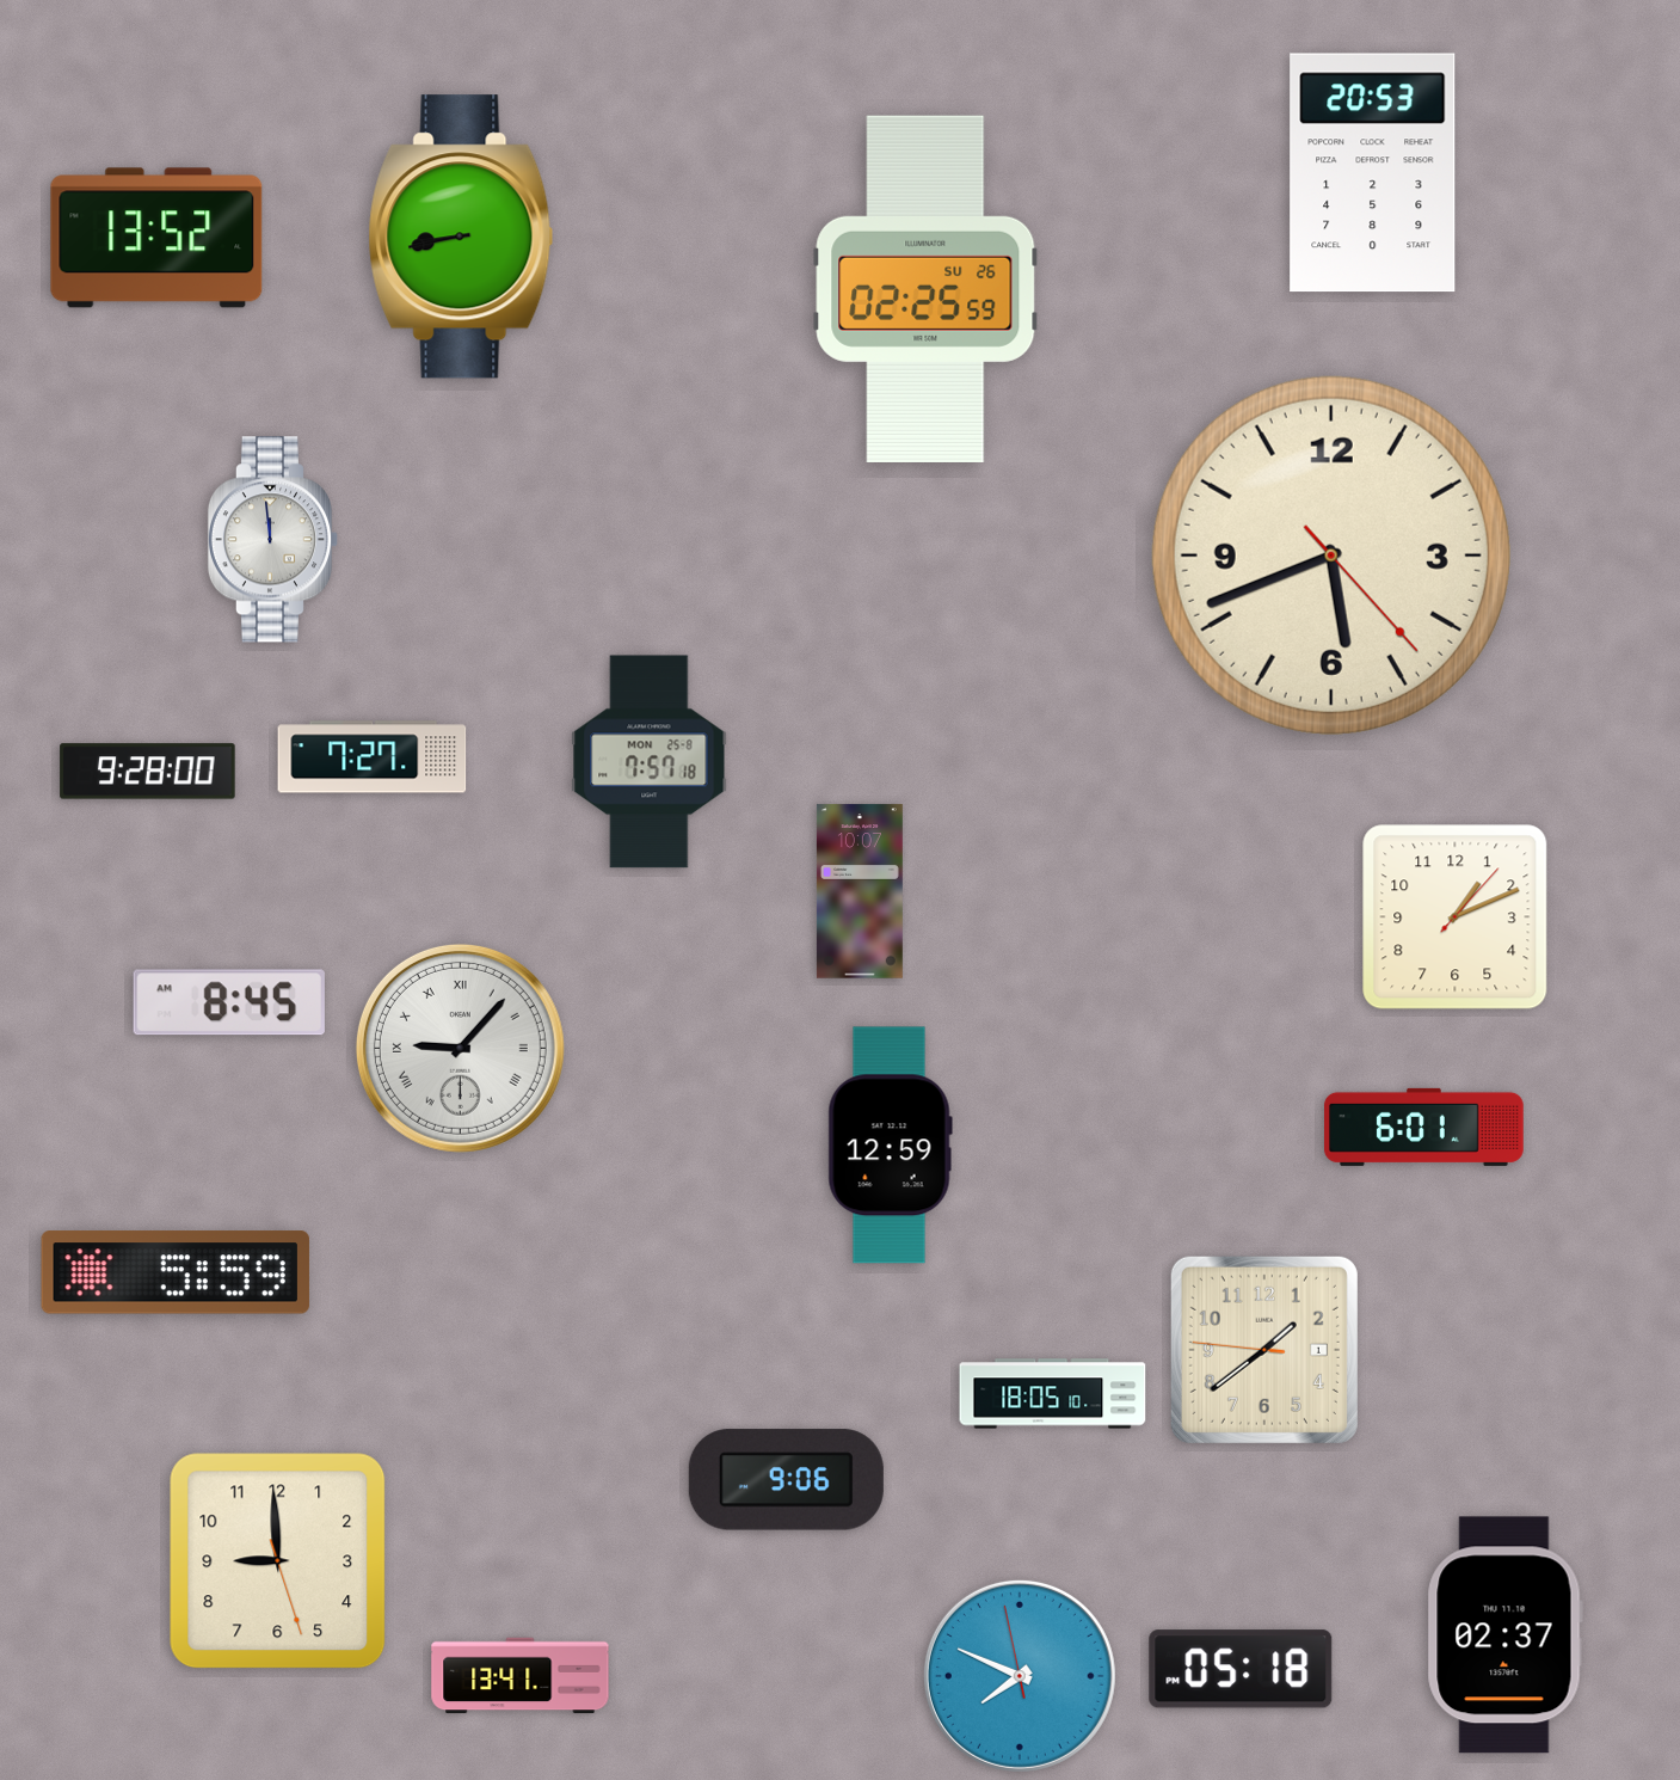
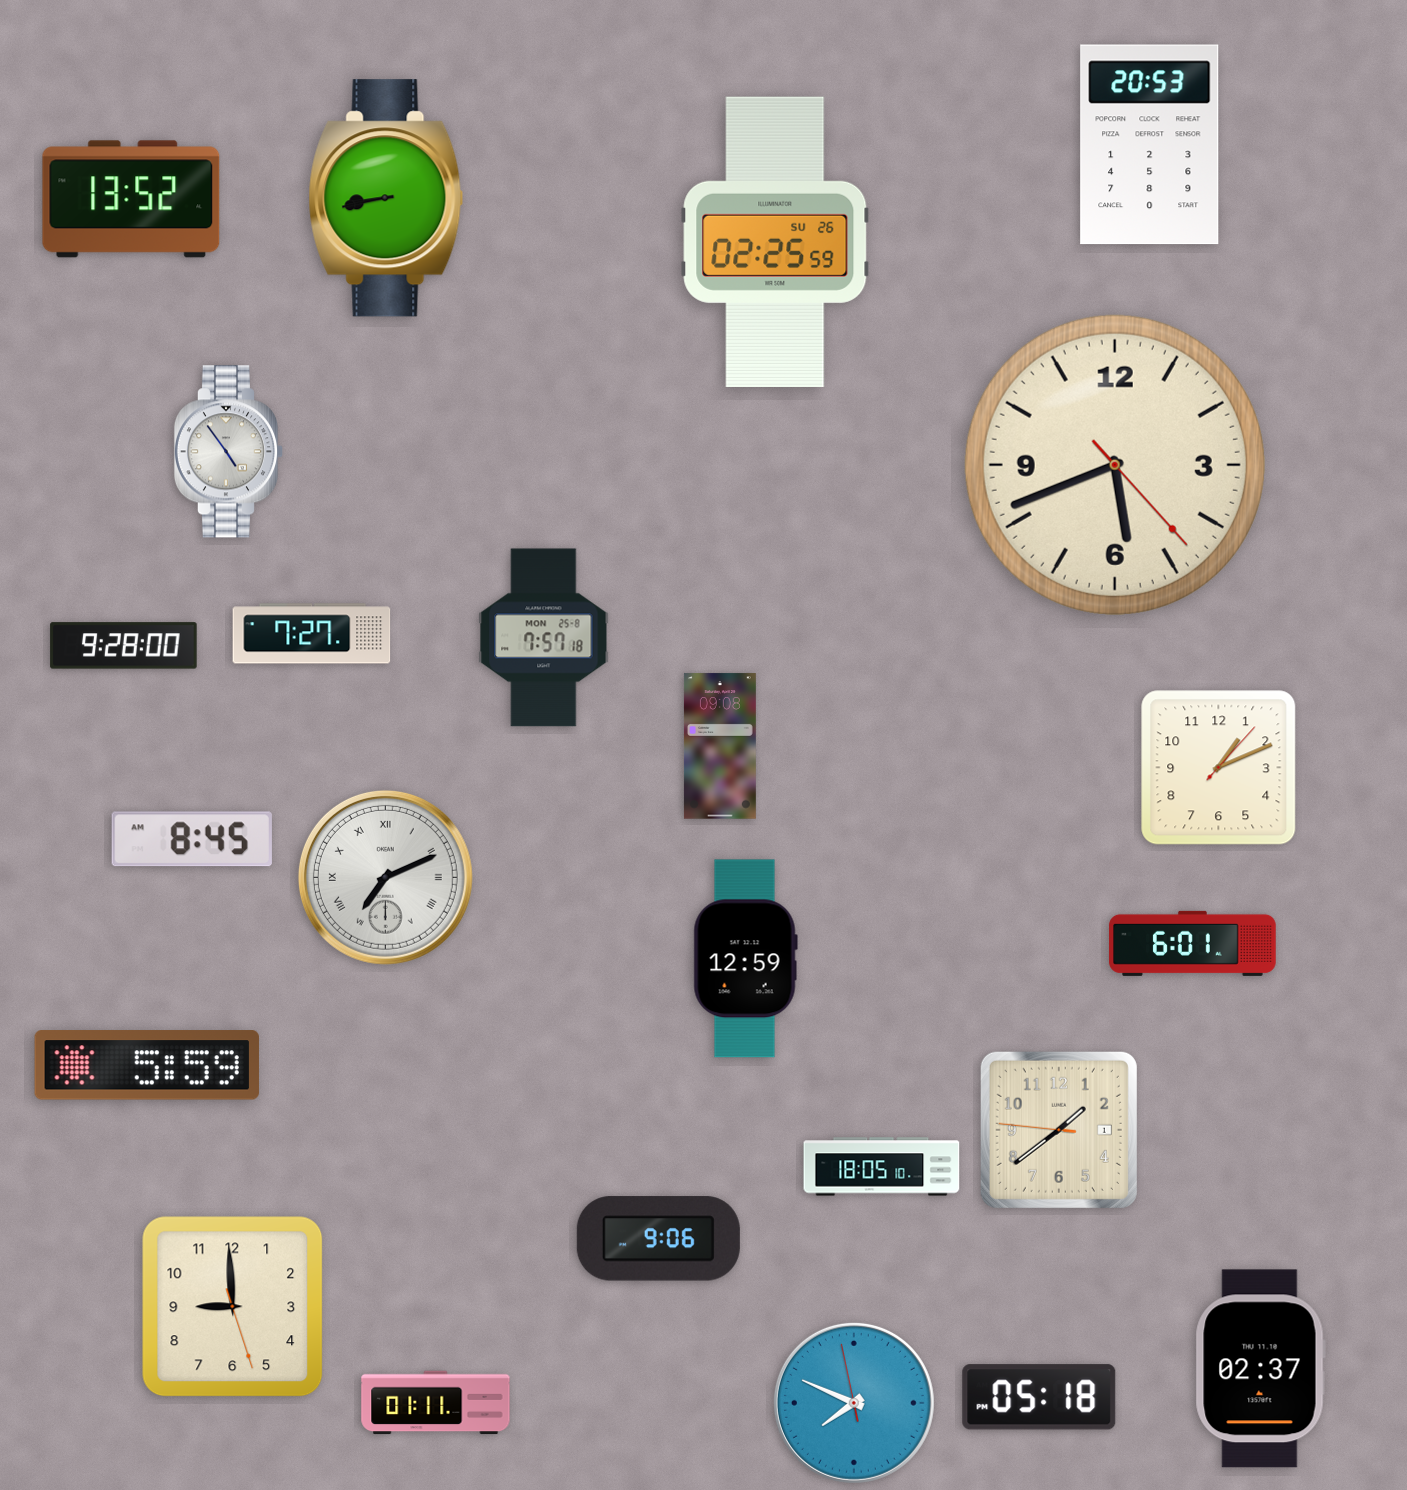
clock at (273, 540): 11:59 -> 4:54
clock at (860, 891): 10:07 -> 09:08
clock at (460, 1048): 9:07 -> 7:11
clock at (521, 1676): 13:41 -> 01:11
